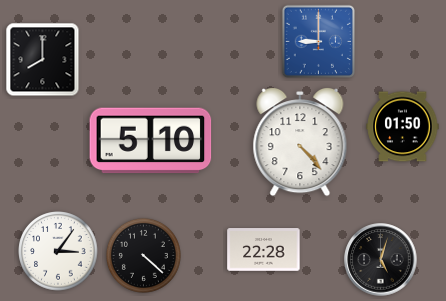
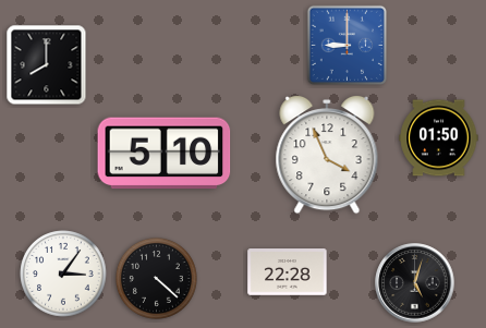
clock at (300, 143): 4:23 -> 3:56
